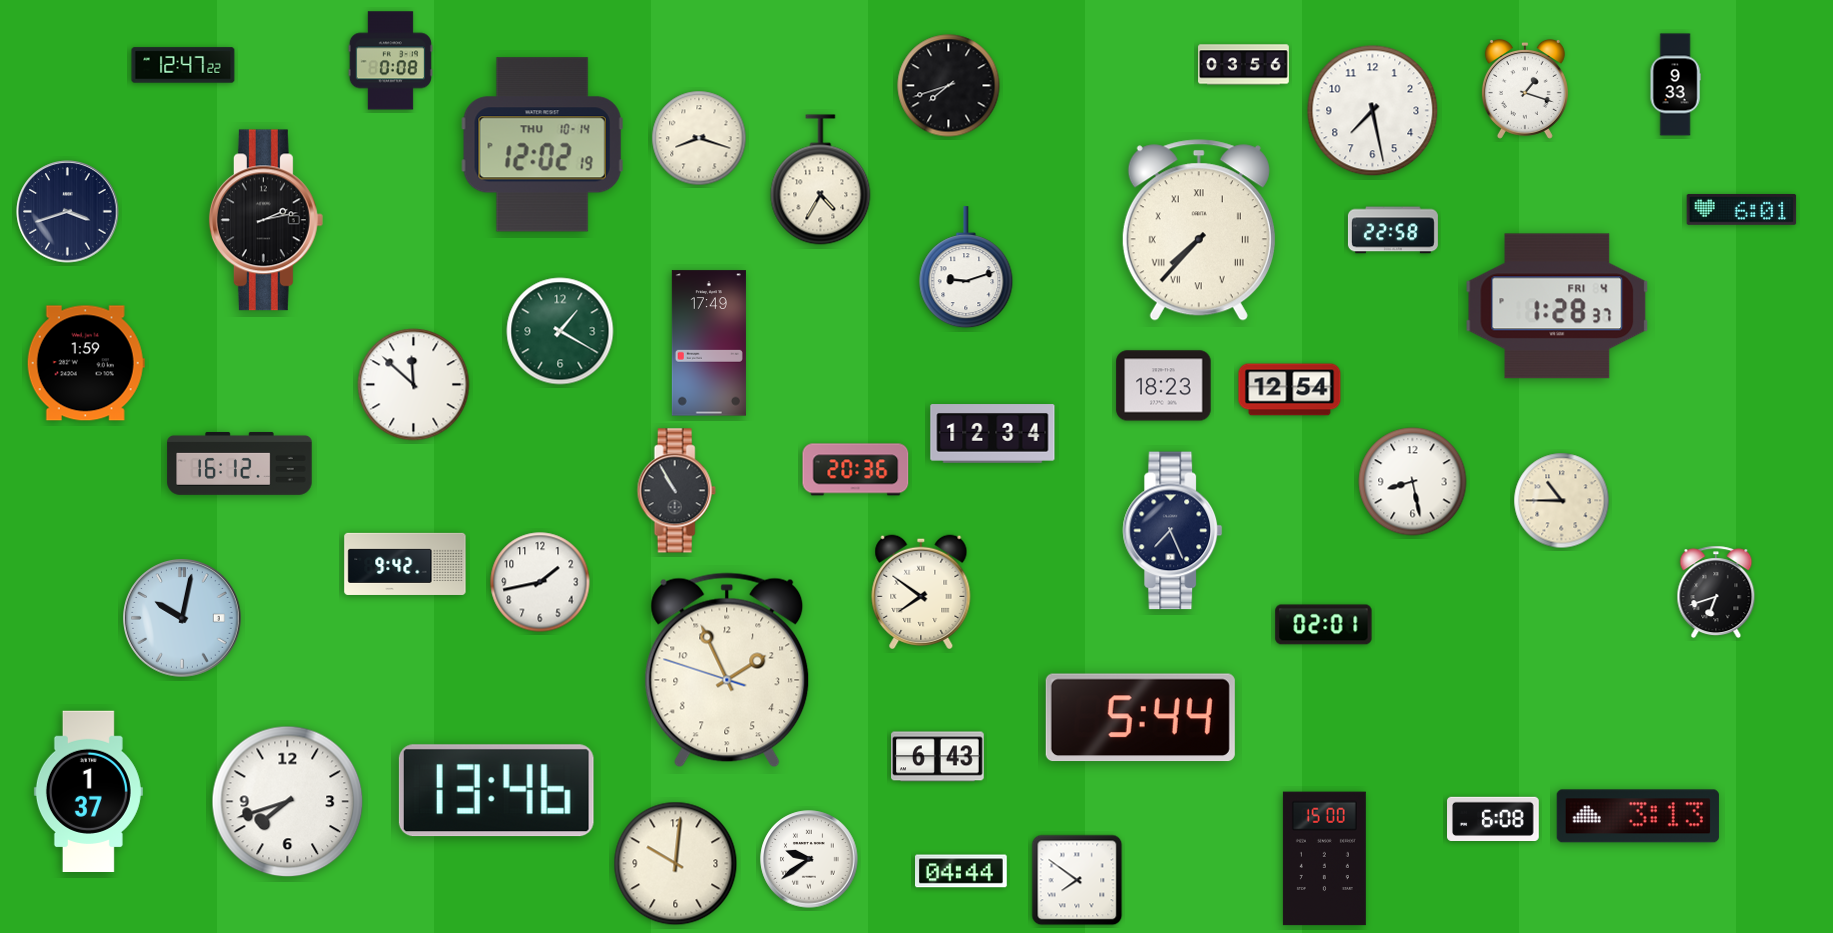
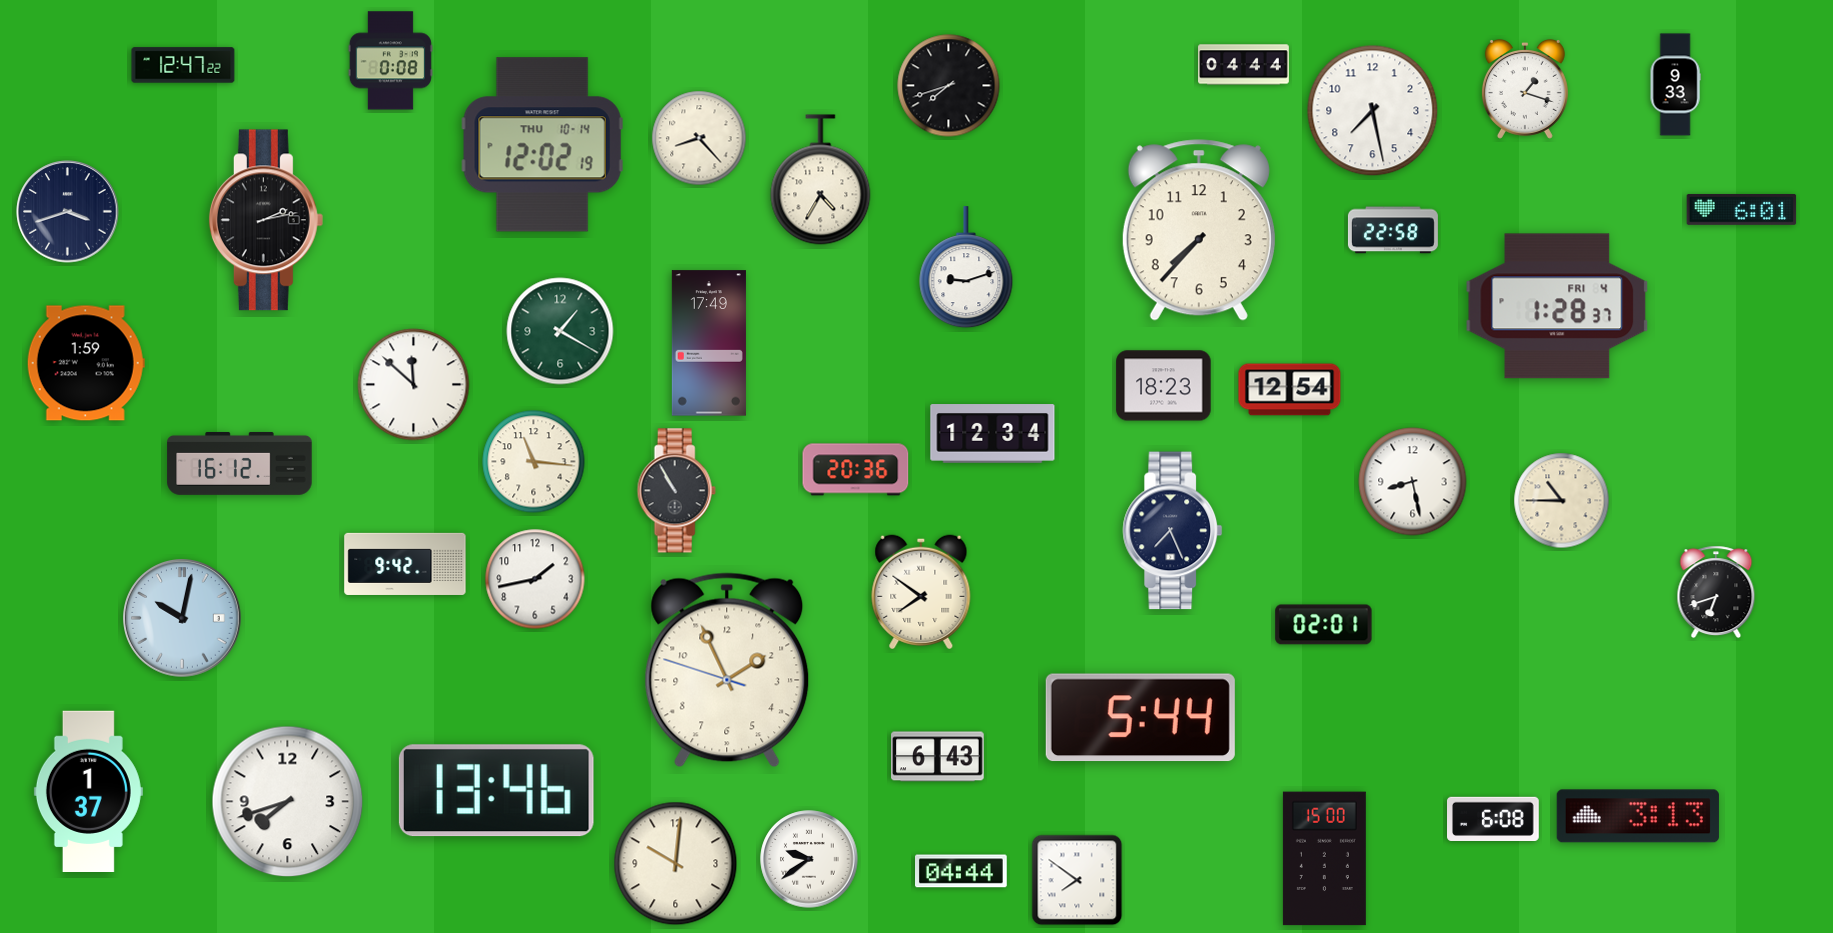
clock at (1244, 65): 03:56 -> 04:44
clock at (699, 138): 8:18 -> 8:23
clock at (1199, 230) numerals: Roman -> Arabic
clock at (534, 462): none -> 11:16
clock at (540, 582) position: (540, 582) -> (535, 579)
